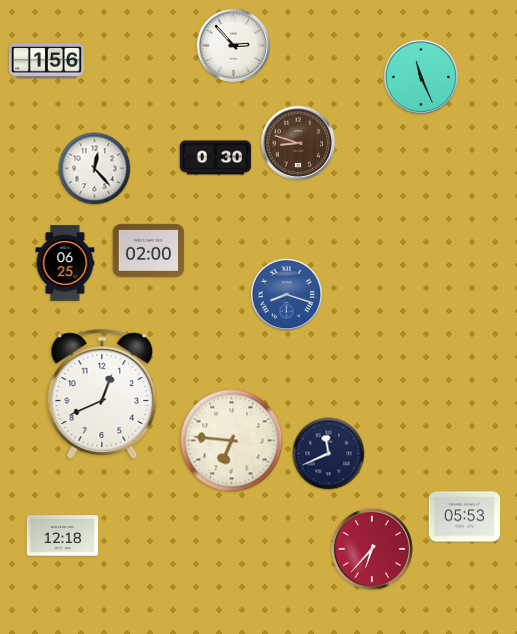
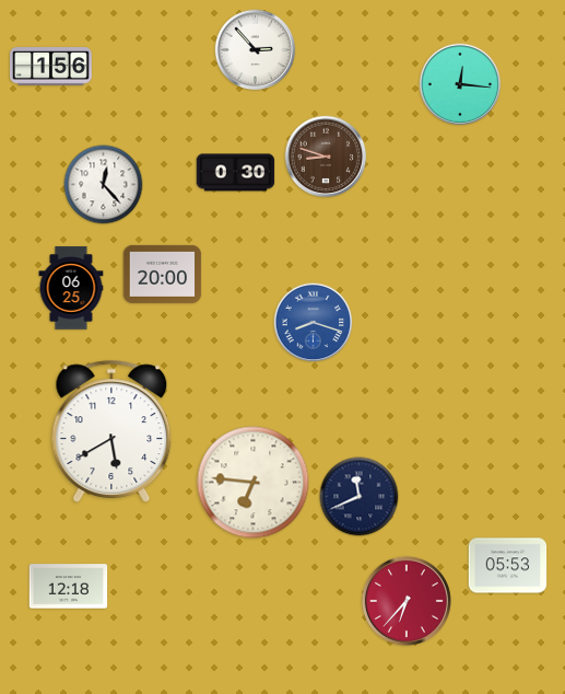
clock at (421, 77): 11:26 -> 12:16
clock at (149, 250): 02:00 -> 20:00
clock at (102, 394): 12:41 -> 5:40
